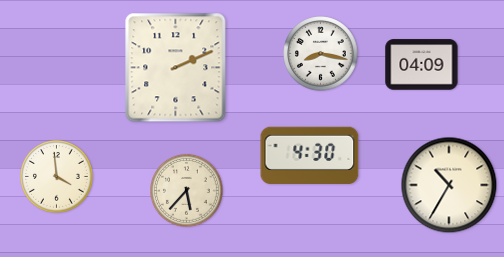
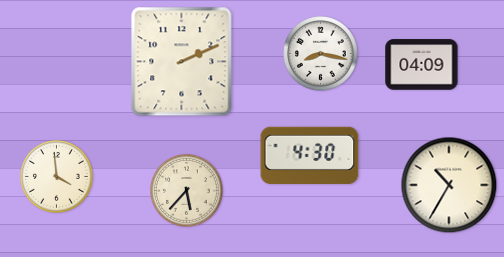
clock at (176, 68) position: (176, 68) -> (182, 62)
